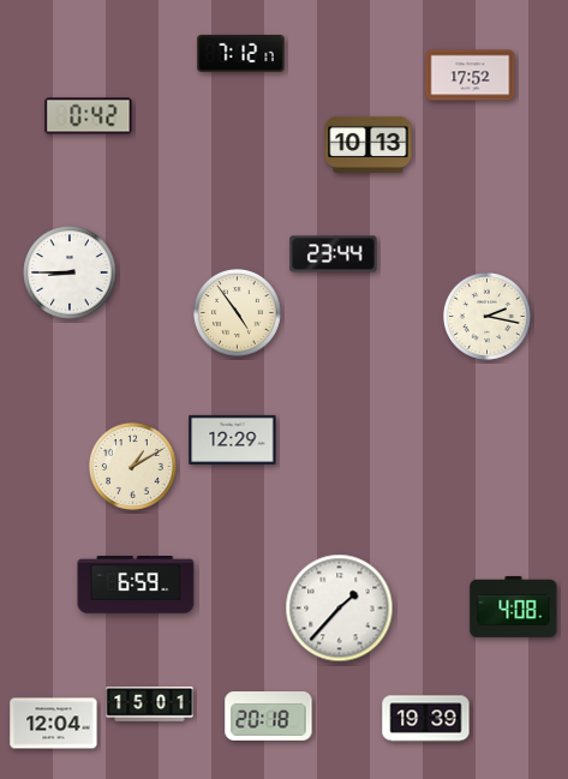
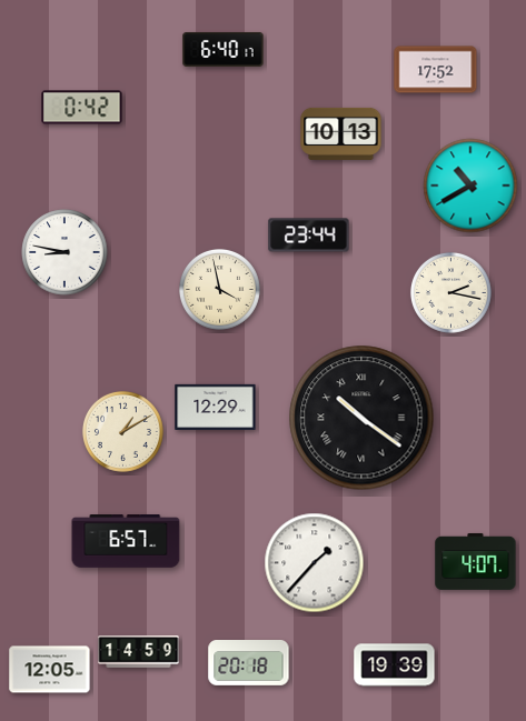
clock at (241, 53): 7:12 -> 6:40
clock at (470, 186): none -> 10:40
clock at (70, 272): 8:45 -> 8:47
clock at (237, 312): 4:54 -> 3:58
clock at (361, 418): none -> 10:21
clock at (136, 585): 6:59 -> 6:57
clock at (514, 606): 4:08 -> 4:07
clock at (150, 705): 15:01 -> 14:59
clock at (54, 724): 12:04 -> 12:05
